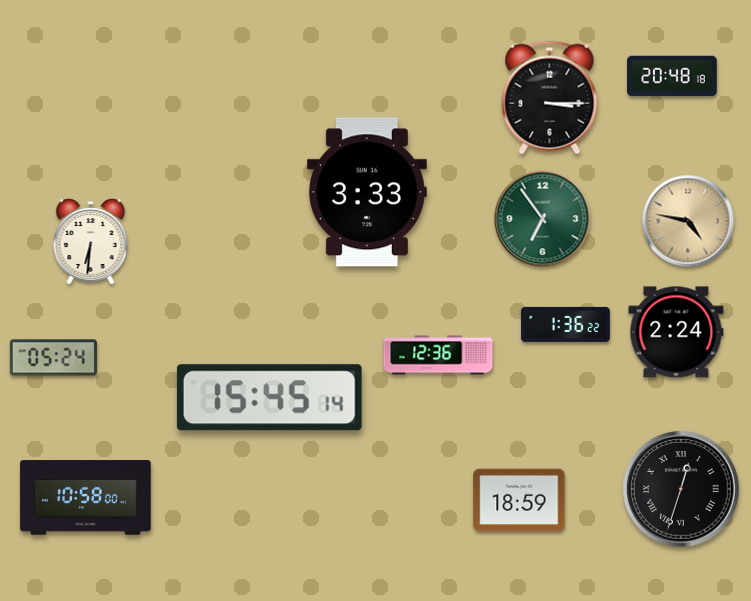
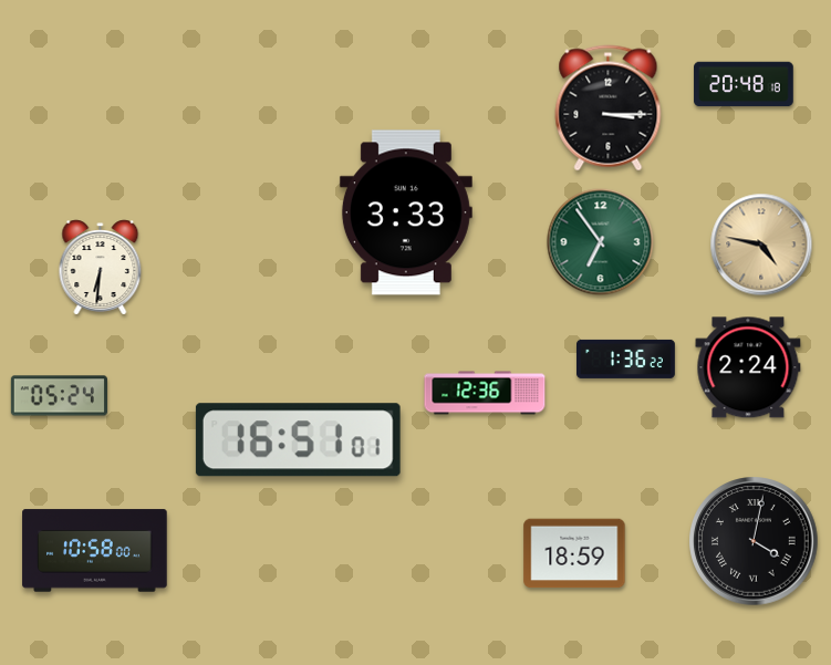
clock at (269, 398): 15:45 -> 16:51
clock at (681, 489): 12:33 -> 4:02
